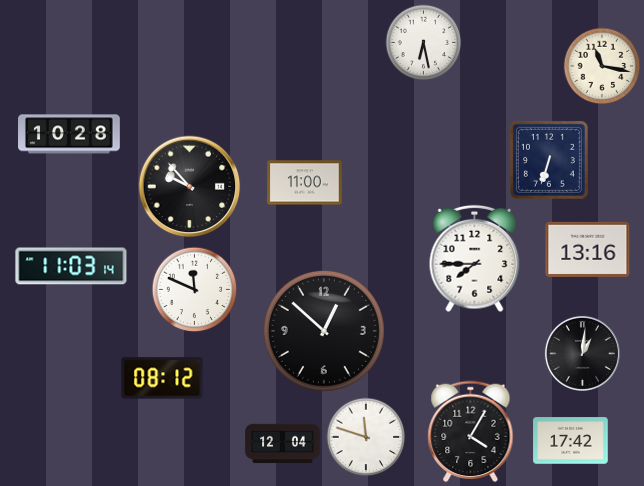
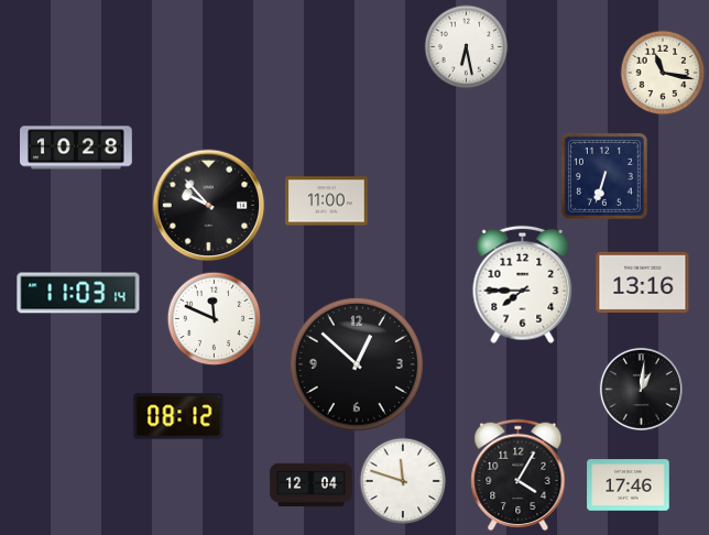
clock at (305, 183) position: (305, 183) -> (327, 201)
clock at (588, 249) position: (588, 249) -> (643, 282)
clock at (571, 441): 17:42 -> 17:46
clock at (283, 444) position: (283, 444) -> (312, 485)
